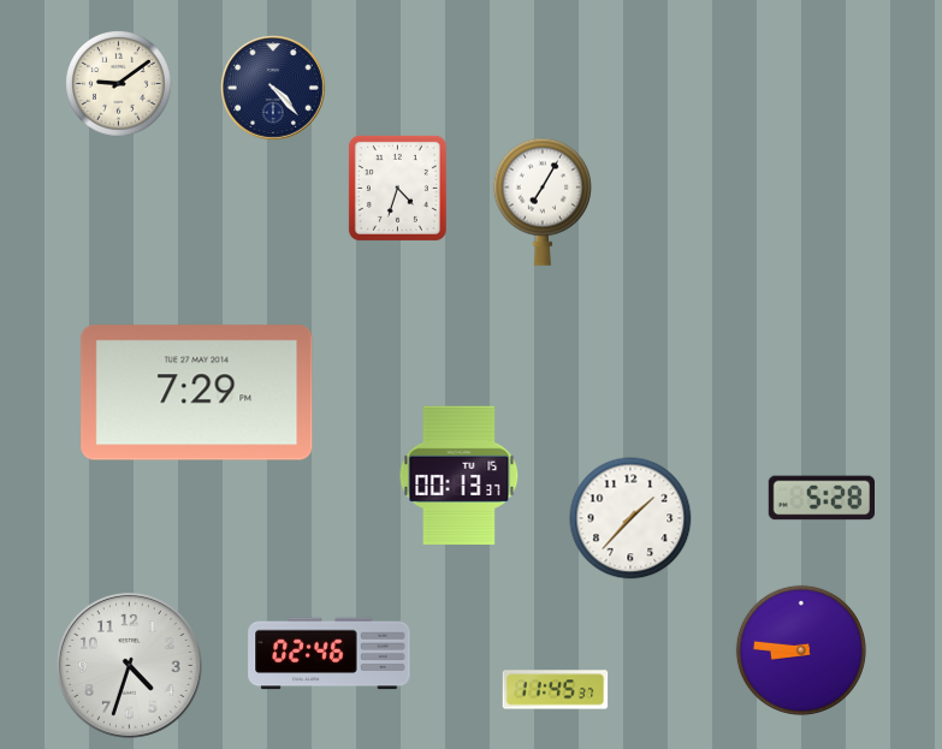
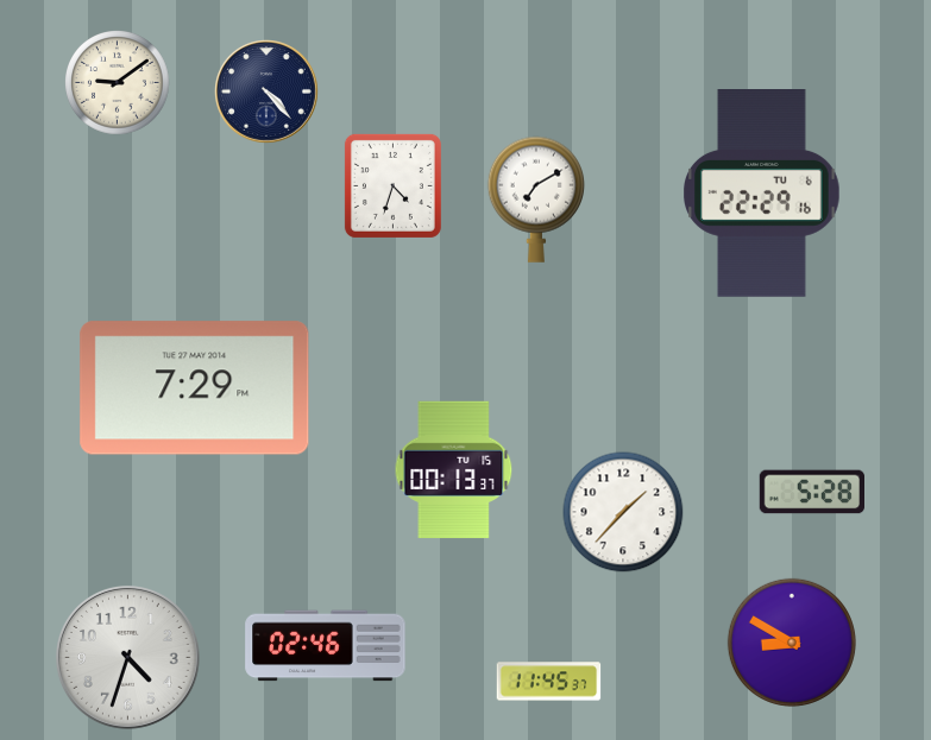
clock at (274, 89) position: (274, 89) -> (268, 93)
clock at (762, 194): none -> 22:29
clock at (541, 202): 7:05 -> 7:10
clock at (801, 650): 8:46 -> 8:50
